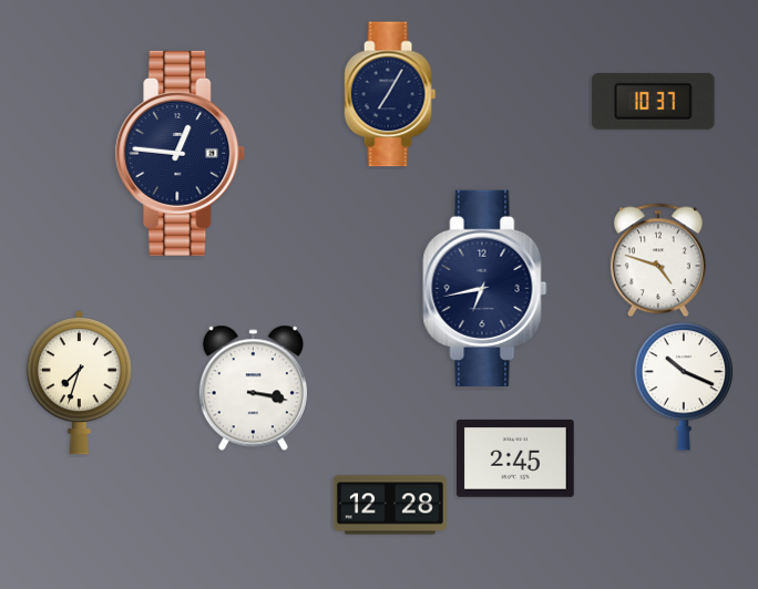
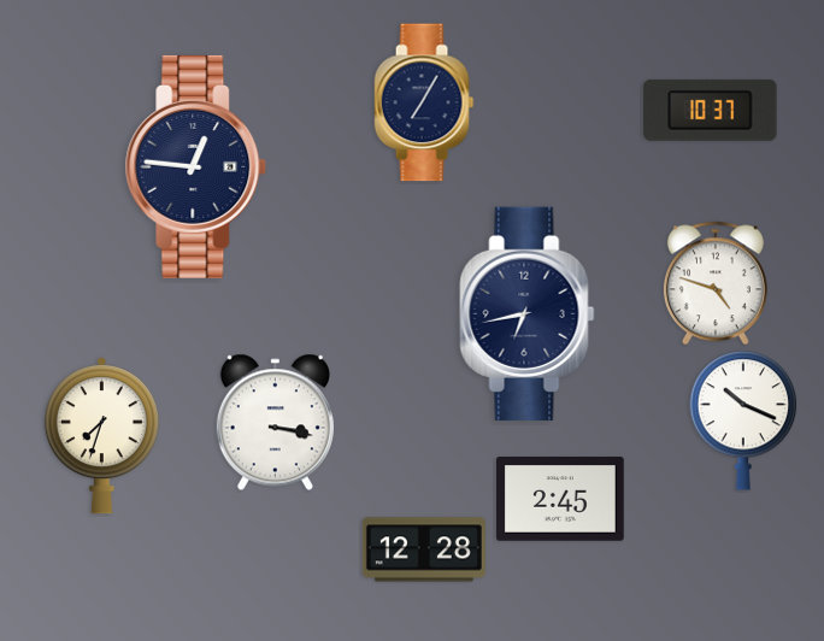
clock at (79, 383) position: (79, 383) -> (101, 436)
